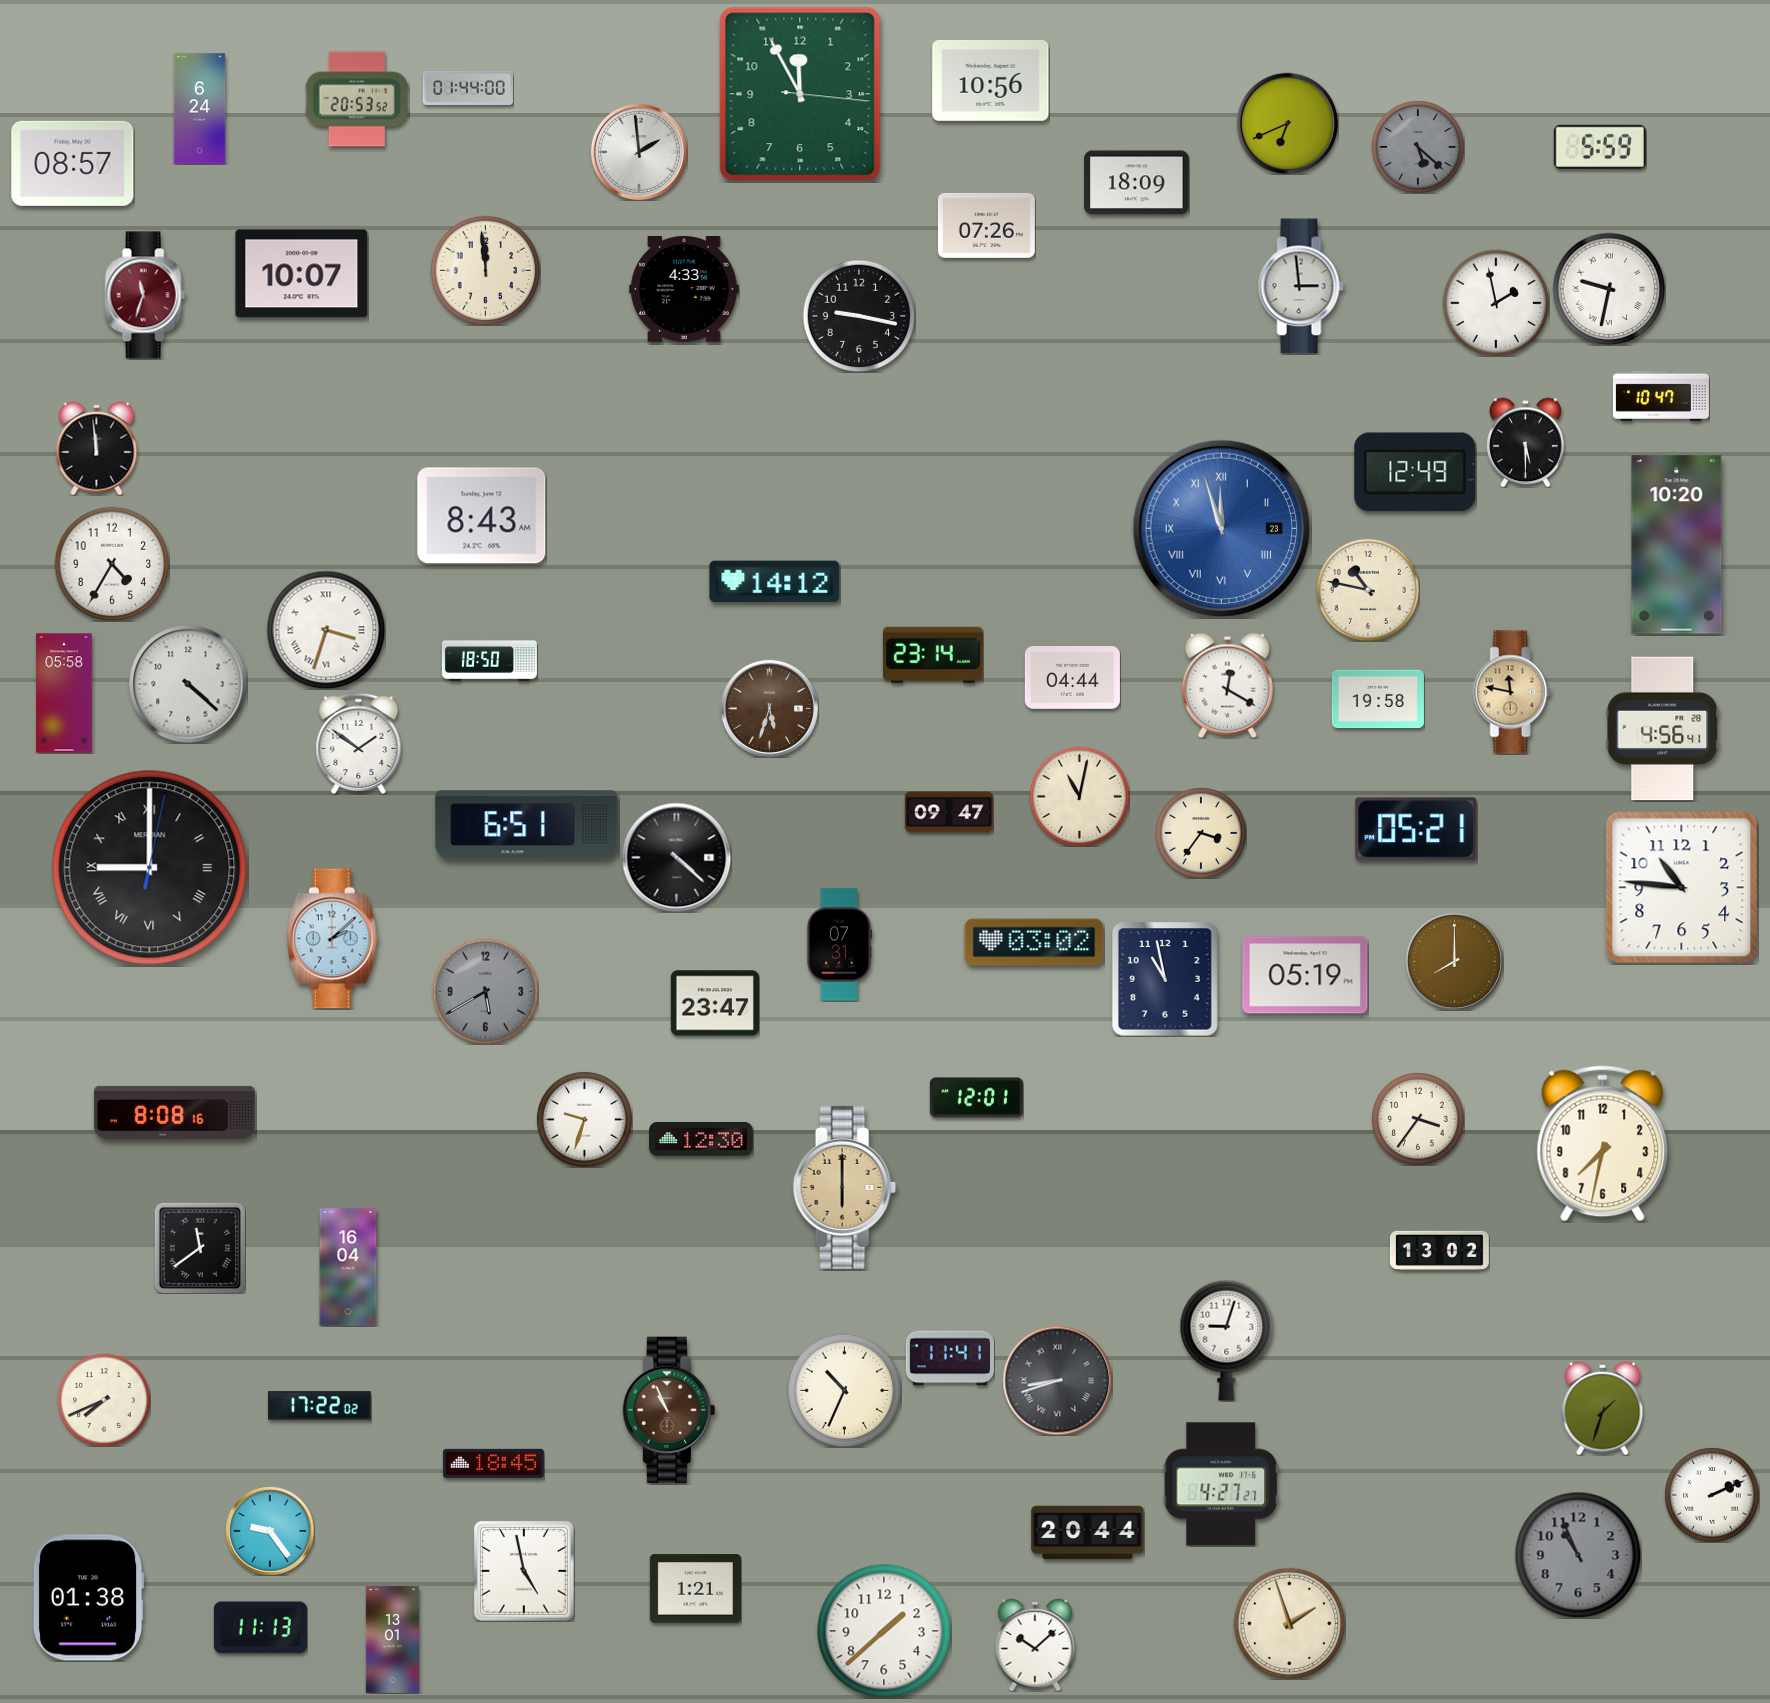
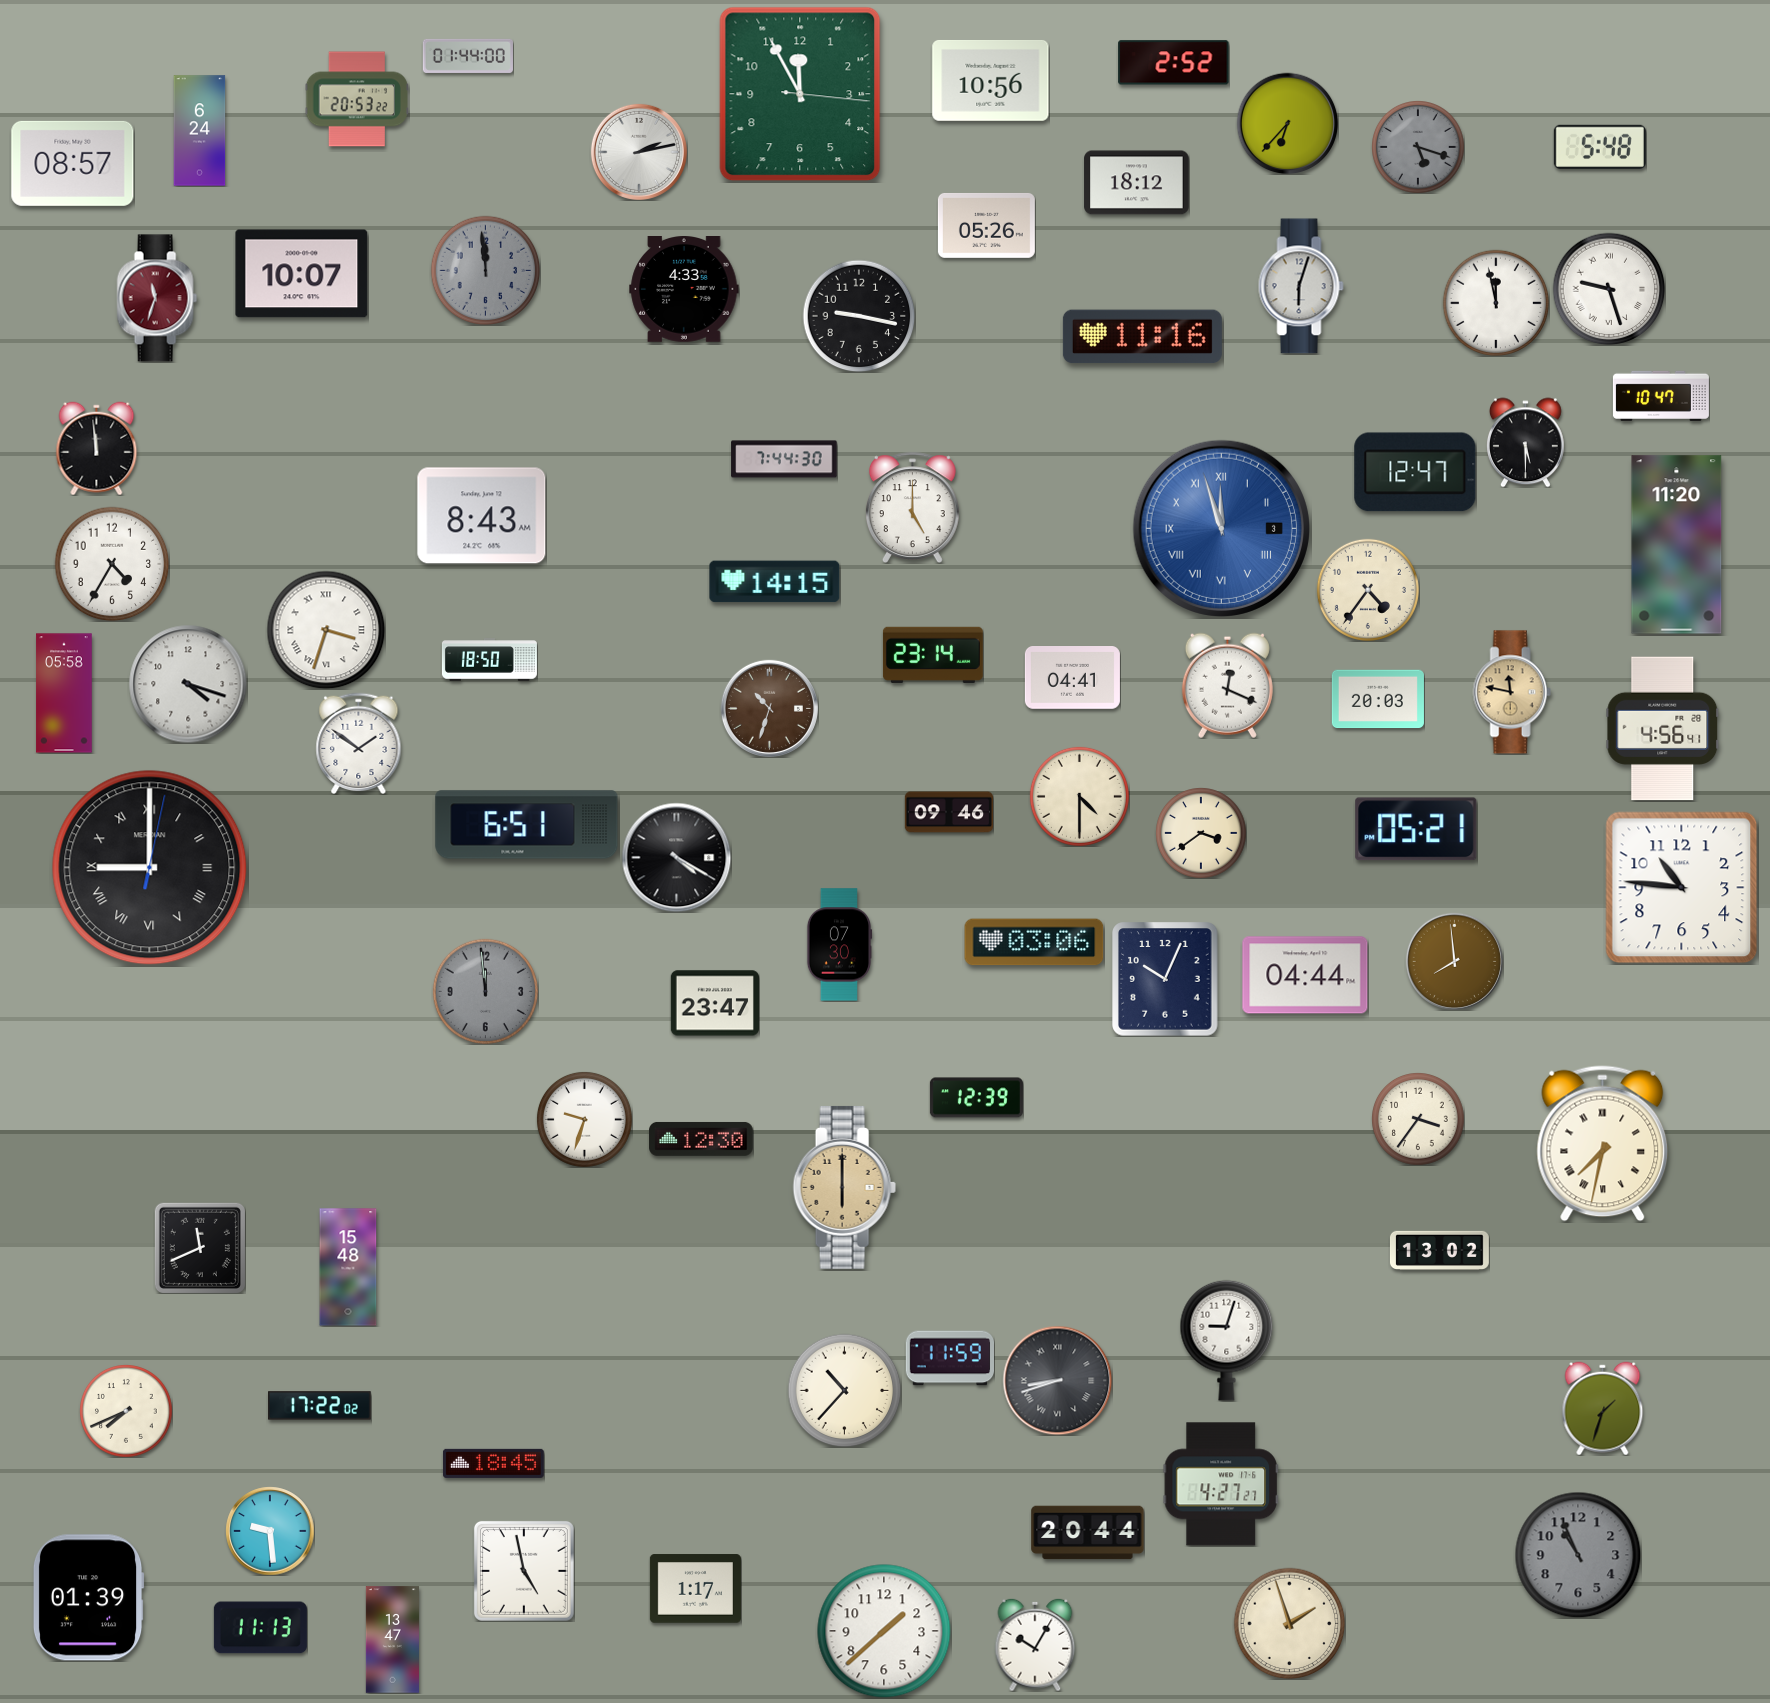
clock at (1174, 63): none -> 2:52
clock at (468, 88) position: (468, 88) -> (468, 56)
clock at (357, 99): 20:53:52 -> 20:53:22
clock at (200, 109) position: (200, 109) -> (200, 131)
clock at (1287, 123): 6:41 -> 6:37
clock at (1418, 147): 5:22 -> 5:18
clock at (1600, 147): 5:59 -> 5:48
clock at (639, 152): 1:59 -> 2:13
clock at (1137, 183): 18:09 -> 18:12
clock at (986, 225): 07:26 -> 05:26
clock at (485, 270) dial: cream -> grey
clock at (1301, 286): 2:59 -> 6:03
clock at (1609, 289): 9:32 -> 9:27
clock at (145, 295) position: (145, 295) -> (157, 298)
clock at (1495, 302): 1:58 -> 11:58
clock at (1142, 337): none -> 11:16
clock at (784, 459): none -> 7:44
clock at (1415, 472): 12:49 -> 12:47
clock at (912, 507): none -> 5:00
clock at (1221, 528) date: 23 -> 3
clock at (1677, 545): 10:20 -> 11:20
clock at (775, 582): 14:12 -> 14:15
clock at (1368, 590): 10:47 -> 4:36
clock at (1072, 678): 04:44 -> 04:41
clock at (188, 684): 4:22 -> 4:18
clock at (1227, 685): 12:20 -> 12:19
clock at (1378, 699): 19:58 -> 20:03
clock at (769, 708): 5:33 -> 10:33
clock at (1079, 796): 11:02 -> 4:30
clock at (949, 812): 09:47 -> 09:46
clock at (1201, 833): 3:36 -> 3:39
clock at (676, 857): 4:22 -> 4:20
clock at (332, 939): 2:08 -> none
clock at (1034, 942): 03:02 -> 03:06
clock at (839, 945): 07:31 -> 07:30
clock at (1454, 961): 8:00 -> 7:59
clock at (1305, 975): 05:19 -> 04:44
clock at (1165, 979): 10:58 -> 10:04
clock at (485, 991): 5:40 -> 11:59
clock at (976, 1098): 12:01 -> 12:39
clock at (174, 1112): 8:08 -> none
clock at (1603, 1144) numerals: Arabic -> Roman
clock at (200, 1248): 11:39 -> 11:41
clock at (348, 1267): 16:04 -> 15:48
clock at (949, 1358): 11:41 -> 11:59
clock at (844, 1390): 10:34 -> 10:37
clock at (104, 1400) position: (104, 1400) -> (126, 1411)
clock at (669, 1410): 10:56 -> none
clock at (1712, 1495): 2:11 -> none
clock at (270, 1531): 9:24 -> 9:29
clock at (695, 1589): 1:21 -> 1:17
clock at (88, 1598): 01:38 -> 01:39
clock at (392, 1640): 13:01 -> 13:47
clock at (1035, 1645): 10:08 -> 10:05
